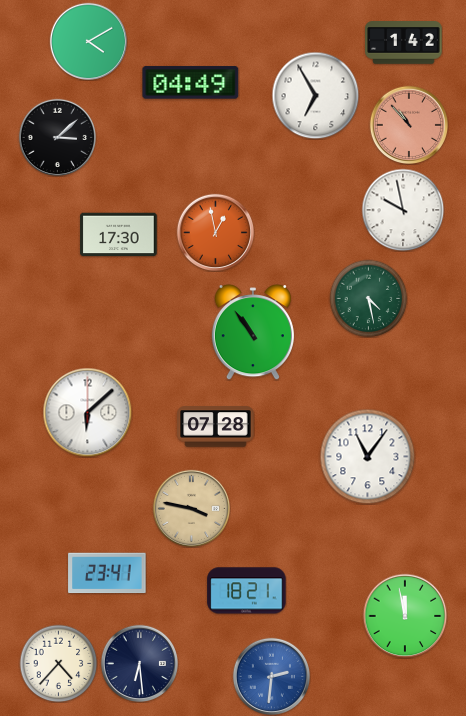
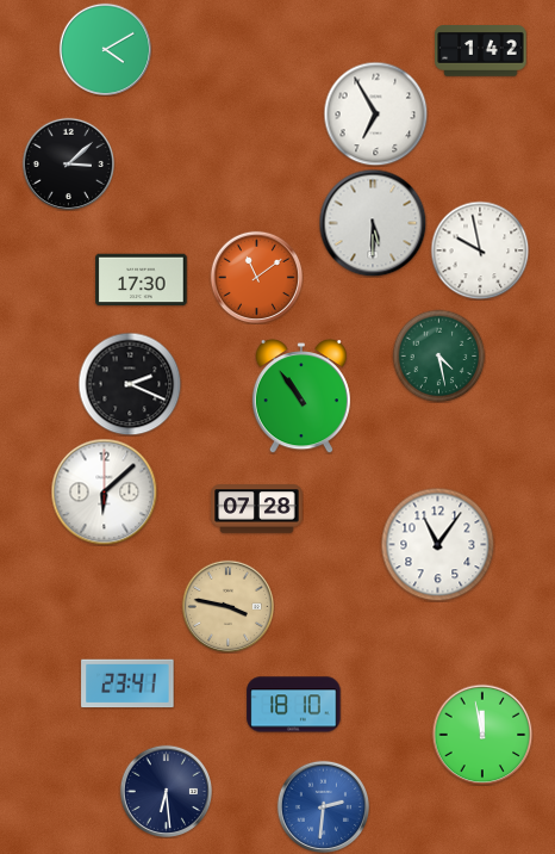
clock at (191, 83): 04:49 -> none
clock at (408, 124): 10:53 -> none
clock at (373, 223): none -> 5:30
clock at (215, 232): 12:58 -> 11:09
clock at (130, 384): none -> 2:19
clock at (247, 591): 18:21 -> 18:10
clock at (58, 663): 4:37 -> none
